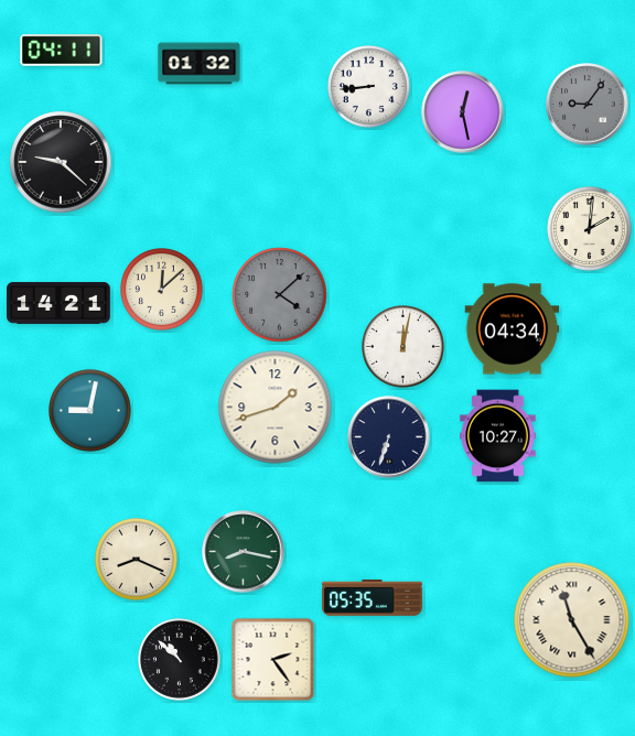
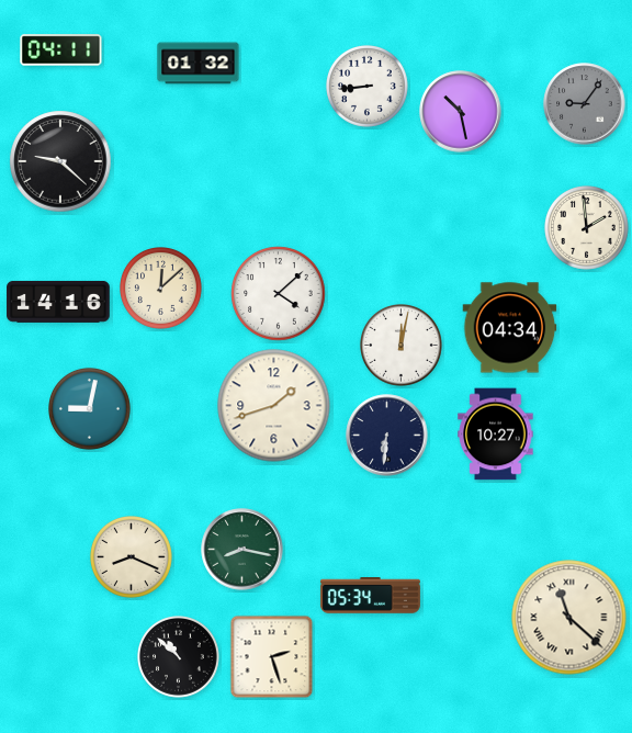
clock at (463, 112): 12:28 -> 10:28
clock at (590, 229): 2:01 -> 1:59
clock at (280, 295) dial: grey -> white
clock at (58, 303): 14:21 -> 14:16
clock at (389, 437): 6:33 -> 6:31
clock at (137, 560) position: (137, 560) -> (132, 557)
clock at (372, 598): 05:35 -> 05:34
clock at (572, 620): 11:25 -> 11:22
clock at (273, 660): 2:24 -> 2:27
